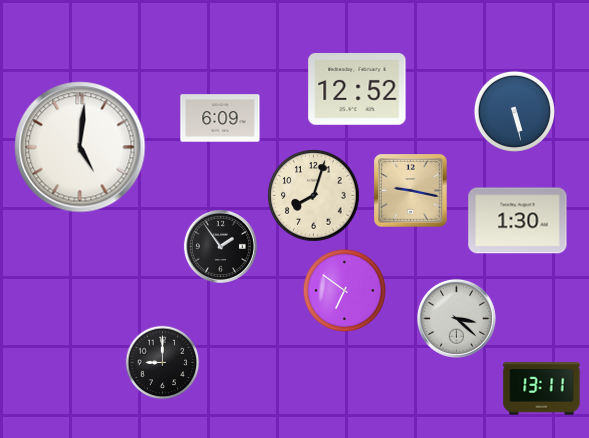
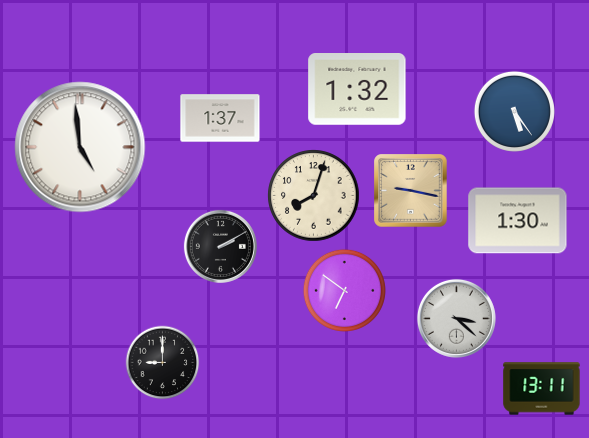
clock at (357, 90): 12:52 -> 1:32
clock at (514, 111): 5:28 -> 5:24
clock at (220, 118): 6:09 -> 1:37
clock at (80, 147): 5:01 -> 4:59
clock at (220, 246): 1:54 -> 2:10
